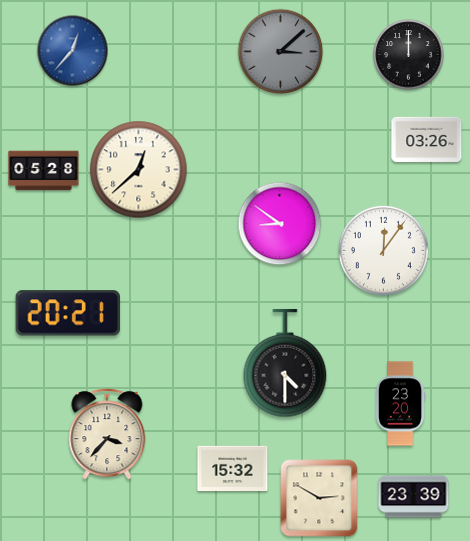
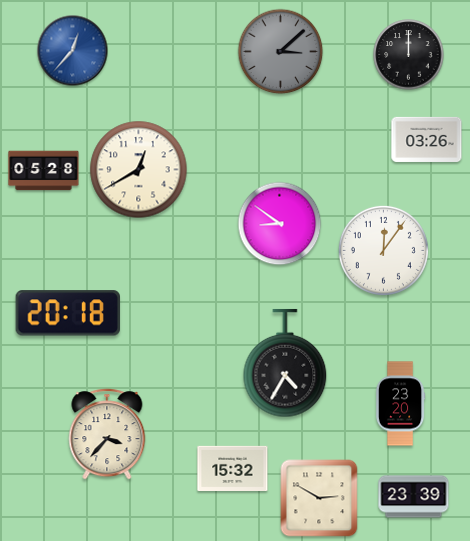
clock at (139, 170): 12:38 -> 12:40
clock at (67, 313): 20:21 -> 20:18
clock at (285, 363): 4:30 -> 4:35
